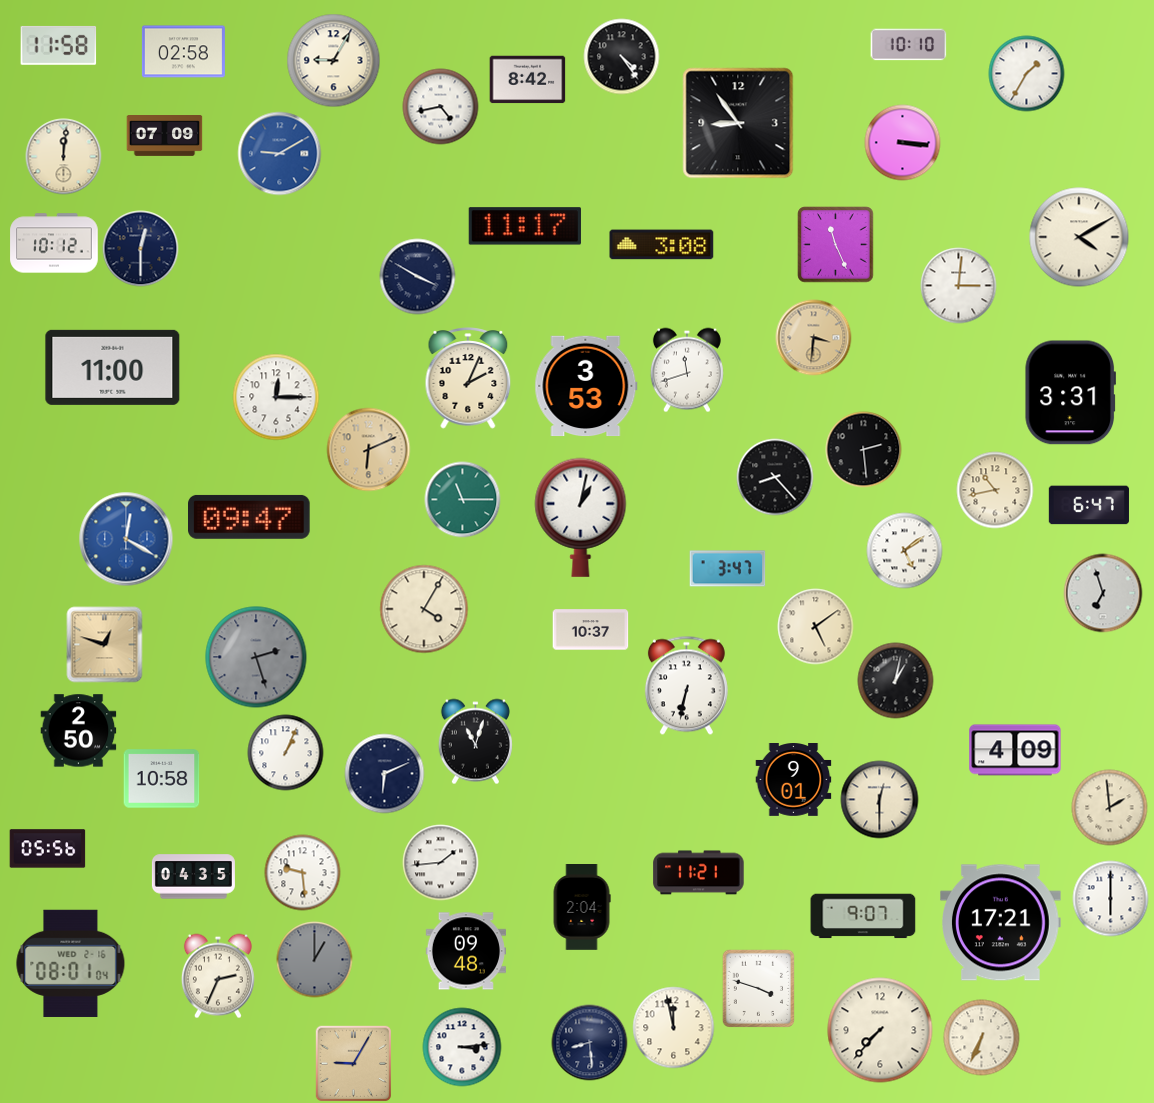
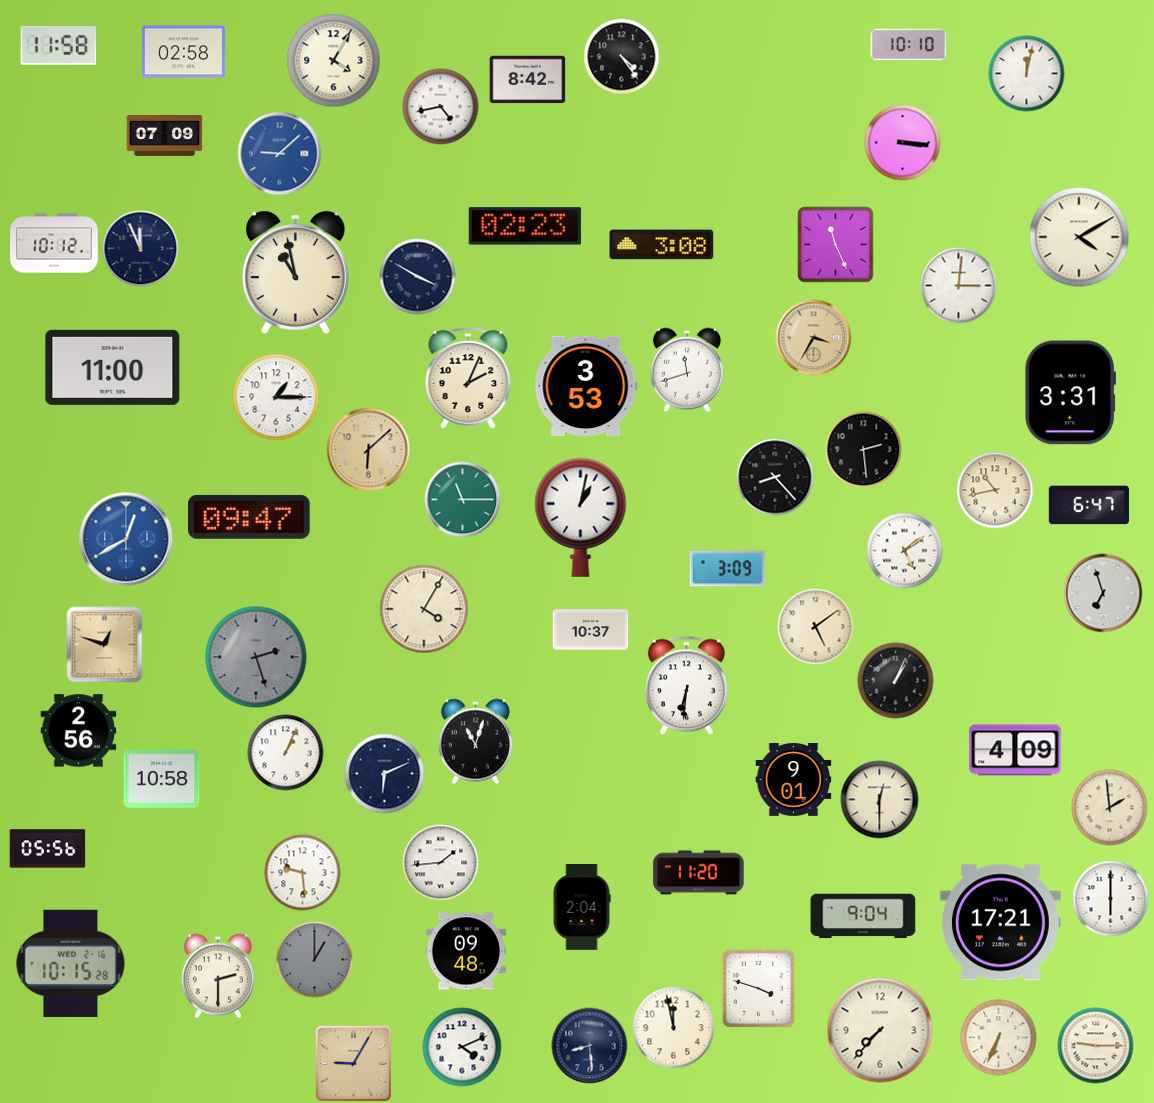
clock at (334, 61): 9:05 -> 4:05
clock at (1027, 74): 1:35 -> 12:02
clock at (738, 123): 8:54 -> none
clock at (280, 154): 9:10 -> 9:08
clock at (64, 157): 12:01 -> none
clock at (525, 226): 11:17 -> 02:23
clock at (141, 249): 12:30 -> 11:56
clock at (296, 272): none -> 10:58
clock at (814, 338): 3:31 -> 3:35
clock at (276, 397): 12:15 -> 1:15
clock at (369, 450): 6:11 -> 6:08
clock at (126, 539): 12:20 -> 12:40
clock at (728, 569): 3:47 -> 3:09
clock at (896, 681): 1:02 -> 1:04
clock at (686, 686): 6:32 -> 6:31
clock at (79, 731): 2:50 -> 2:56
clock at (699, 873): 11:21 -> 11:20
clock at (193, 877): 04:35 -> none
clock at (863, 916): 9:07 -> 9:04
clock at (71, 963): 08:01 -> 10:15
clock at (218, 976): 2:34 -> 2:30
clock at (982, 1038) position: (982, 1038) -> (999, 1038)
clock at (590, 1043) position: (590, 1043) -> (590, 1046)
clock at (1096, 1046): none -> 9:15
clock at (462, 1047): 3:14 -> 4:11
